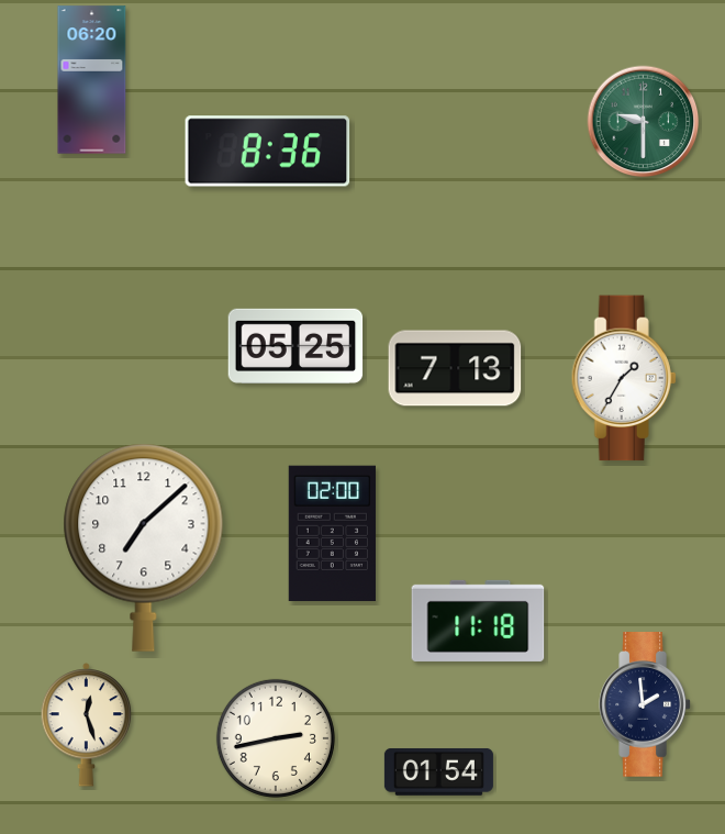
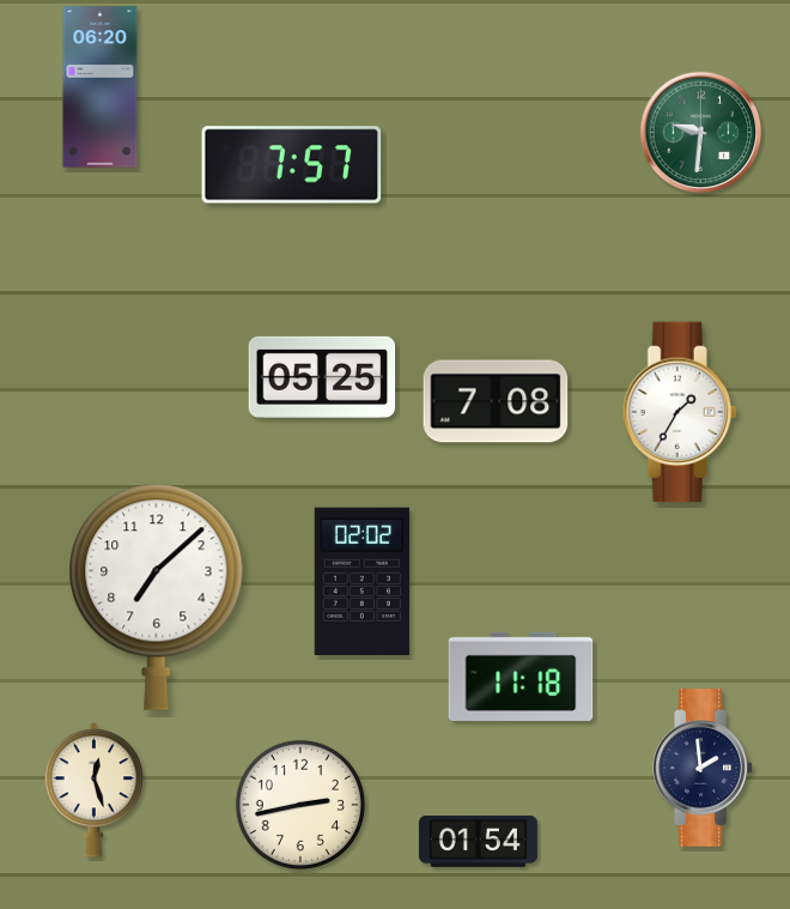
clock at (644, 122): 9:30 -> 9:31
clock at (268, 152): 8:36 -> 7:57
clock at (455, 368): 7:13 -> 7:08
clock at (332, 533): 02:00 -> 02:02
